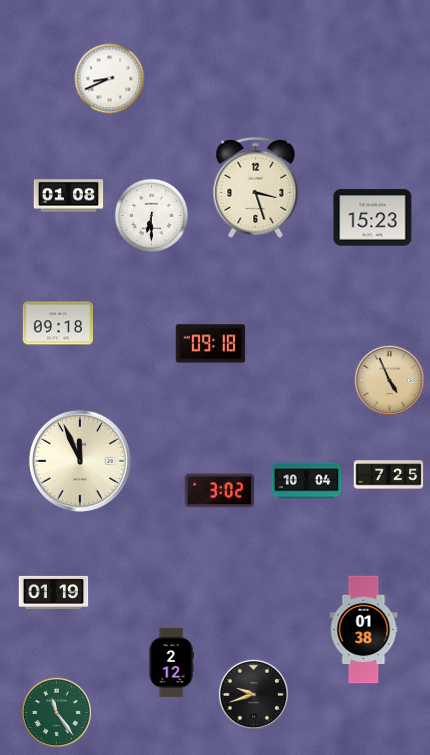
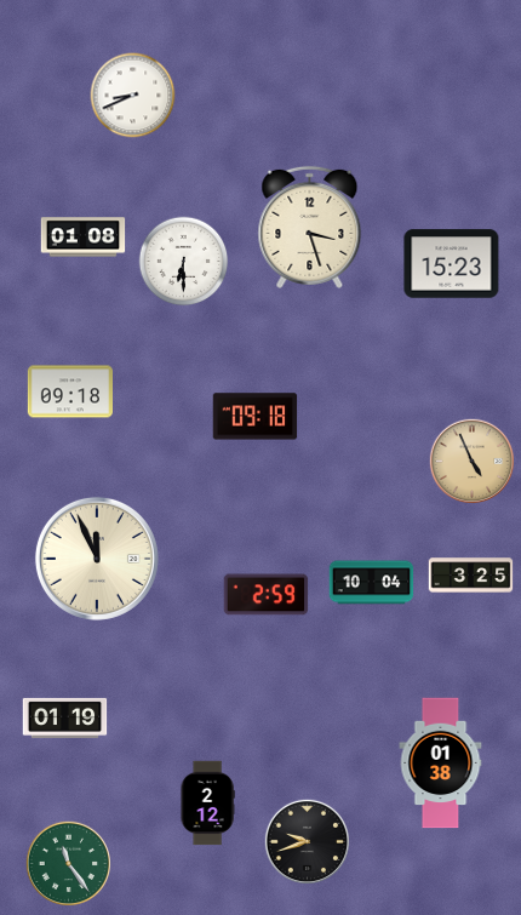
clock at (389, 475): 7:25 -> 3:25
clock at (220, 491): 3:02 -> 2:59
